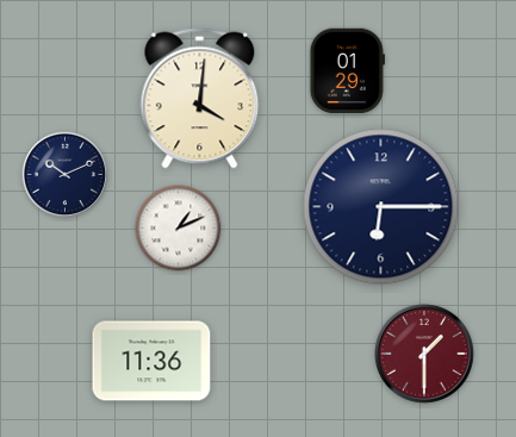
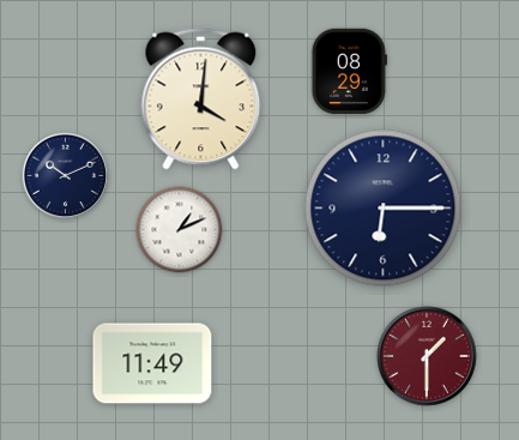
clock at (347, 70): 01:29 -> 08:29
clock at (151, 361): 11:36 -> 11:49
